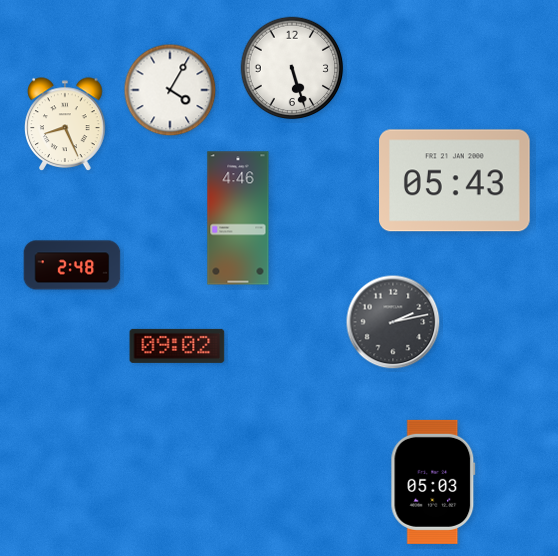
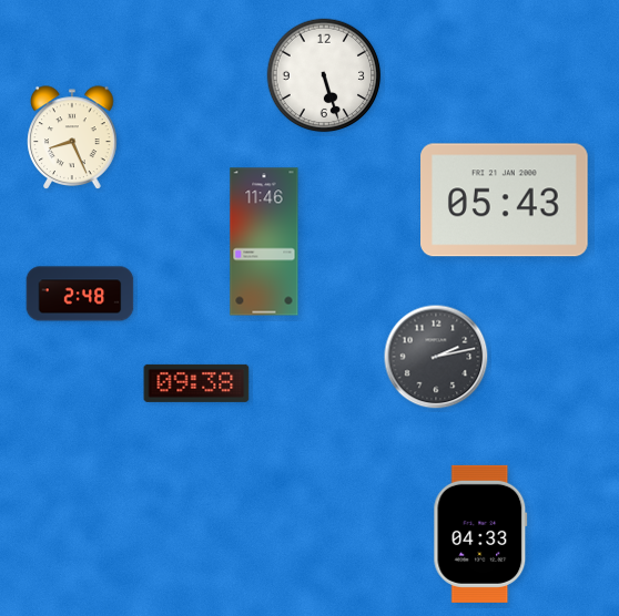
clock at (170, 90): 4:05 -> none
clock at (238, 218): 4:46 -> 11:46
clock at (177, 346): 09:02 -> 09:38
clock at (433, 482): 05:03 -> 04:33
